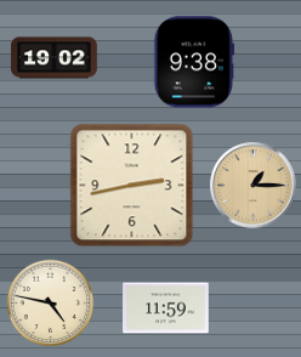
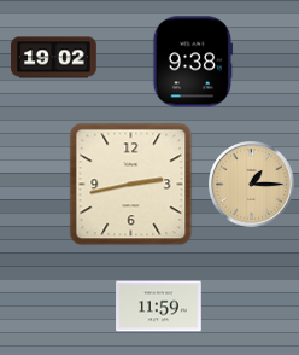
clock at (51, 304): 4:47 -> none
clock at (166, 308) position: (166, 308) -> (159, 307)
